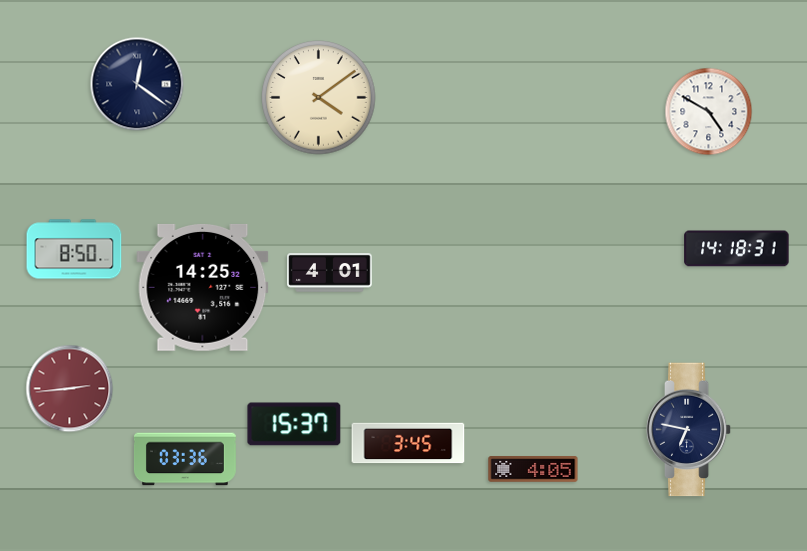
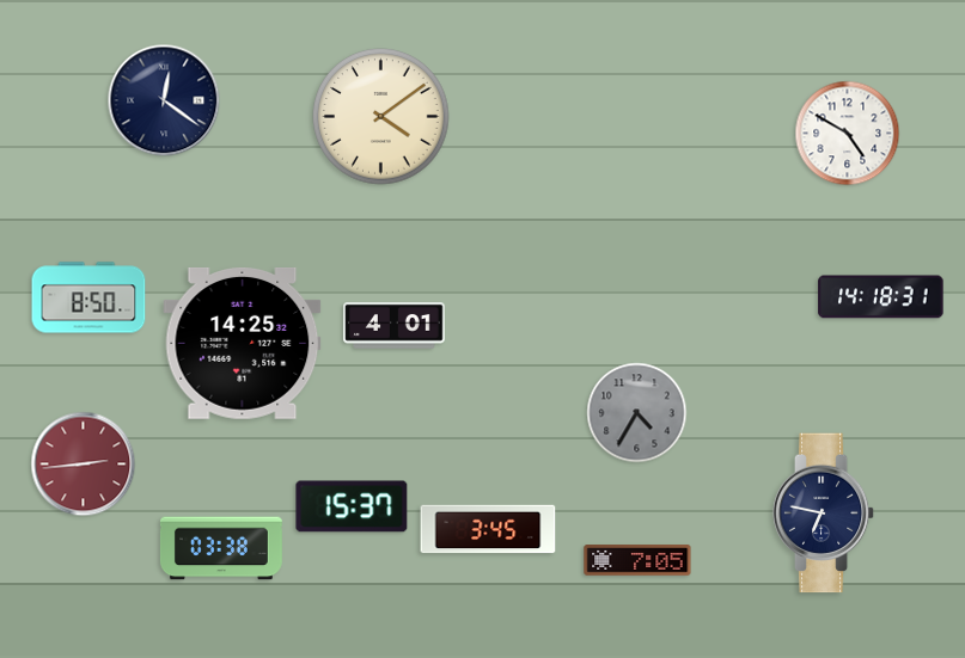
clock at (637, 413): none -> 4:35
clock at (185, 459): 03:36 -> 03:38
clock at (533, 469): 4:05 -> 7:05
